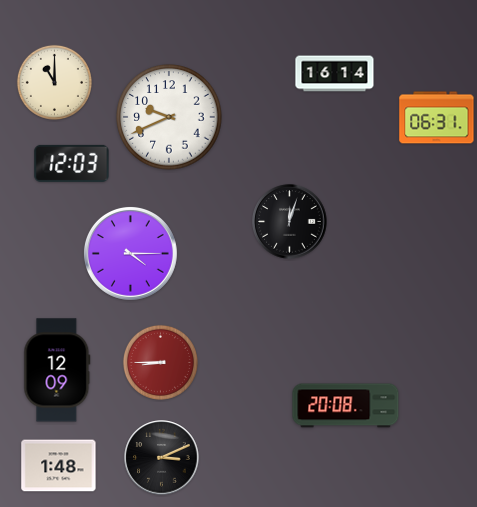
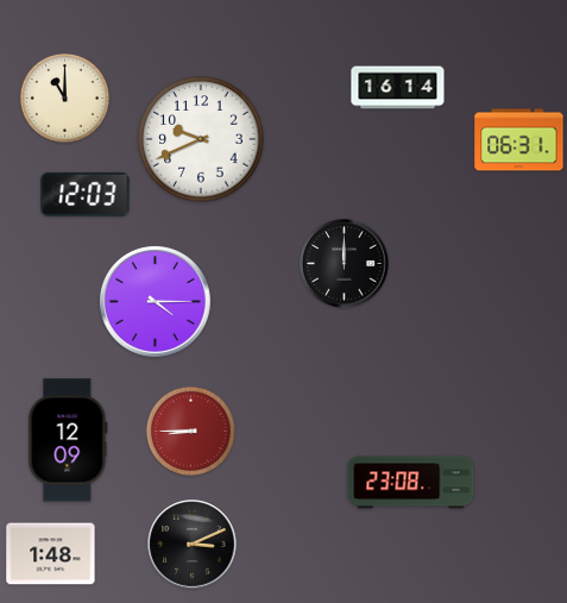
clock at (290, 222): 12:03 -> 12:00
clock at (346, 406): 20:08 -> 23:08
clock at (59, 466) position: (59, 466) -> (51, 554)
